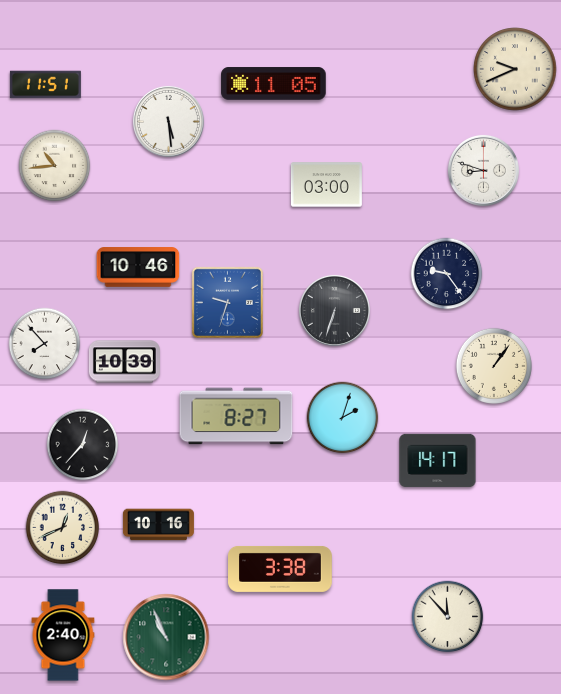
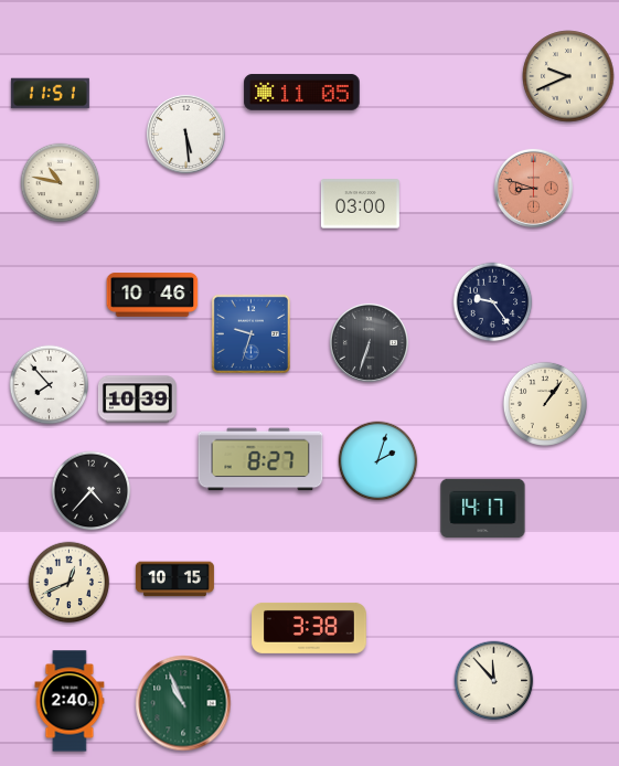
clock at (55, 166): 10:44 -> 10:47
clock at (483, 170) dial: white -> salmon
clock at (45, 344) position: (45, 344) -> (50, 385)
clock at (83, 445): 12:37 -> 4:37
clock at (158, 525): 10:16 -> 10:15
